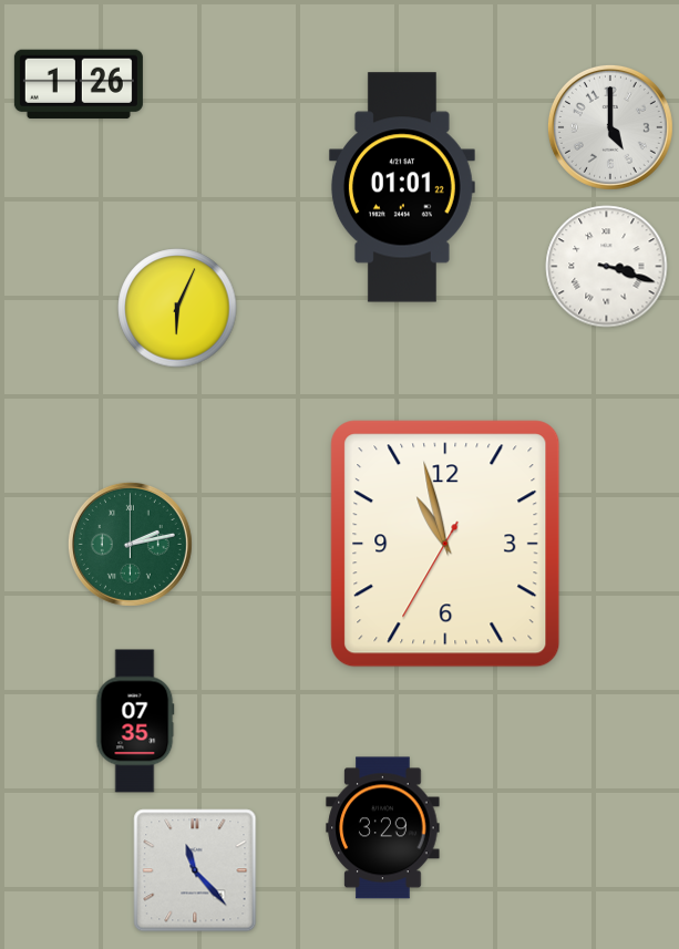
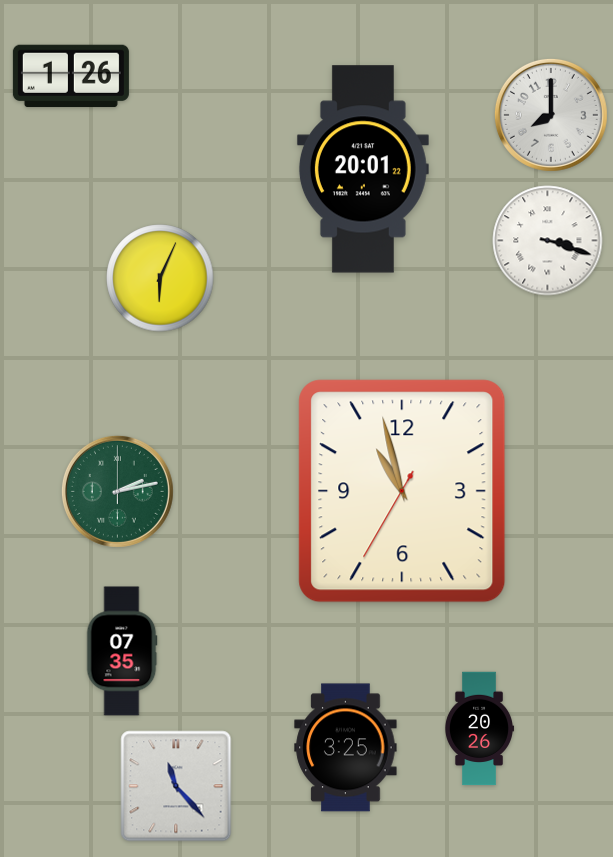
clock at (610, 127): 5:00 -> 8:00
clock at (402, 187): 01:01 -> 20:01
clock at (479, 729): none -> 20:26
clock at (383, 828): 3:29 -> 3:25
